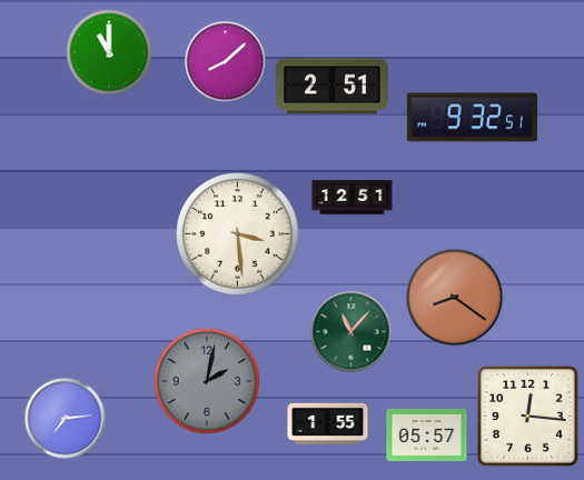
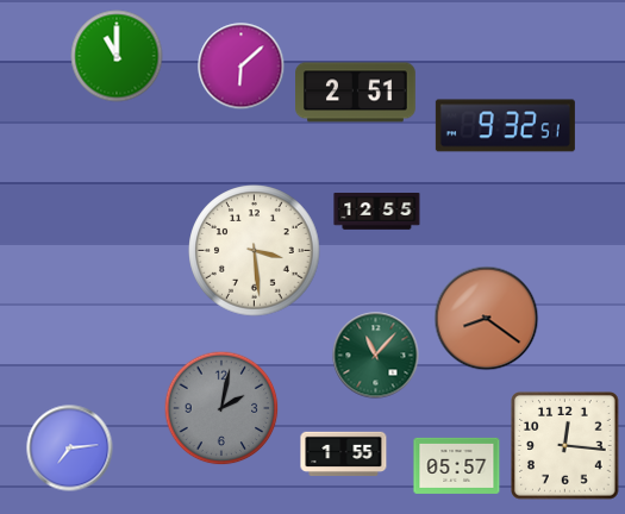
clock at (226, 62): 8:08 -> 6:08
clock at (353, 198): 12:51 -> 12:55
clock at (328, 423) position: (328, 423) -> (344, 453)
